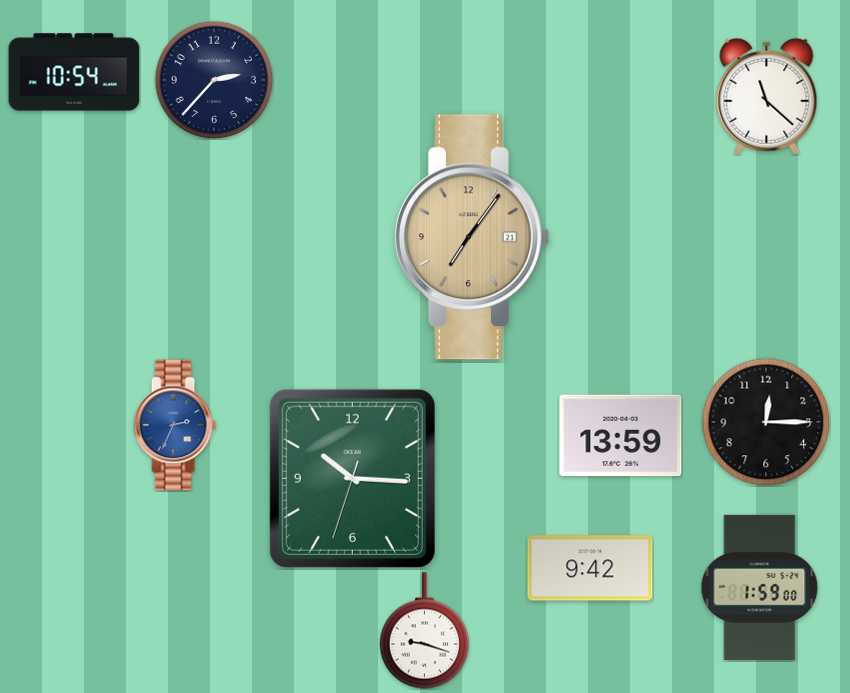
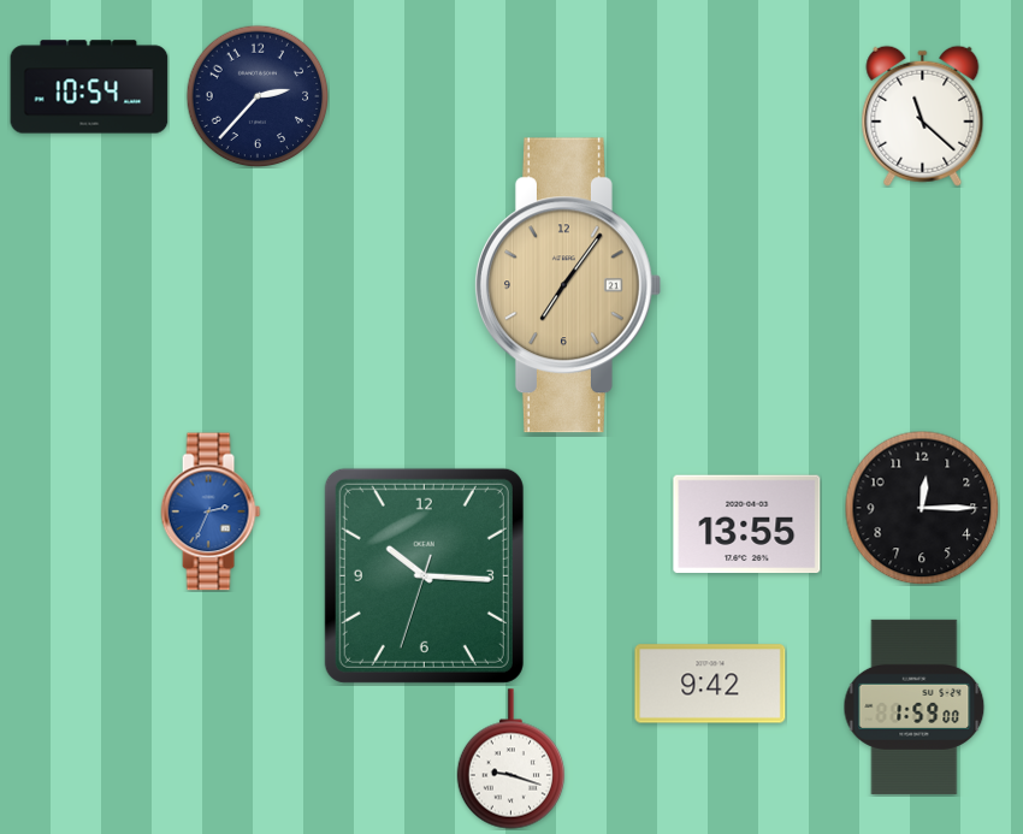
clock at (621, 436): 13:59 -> 13:55
